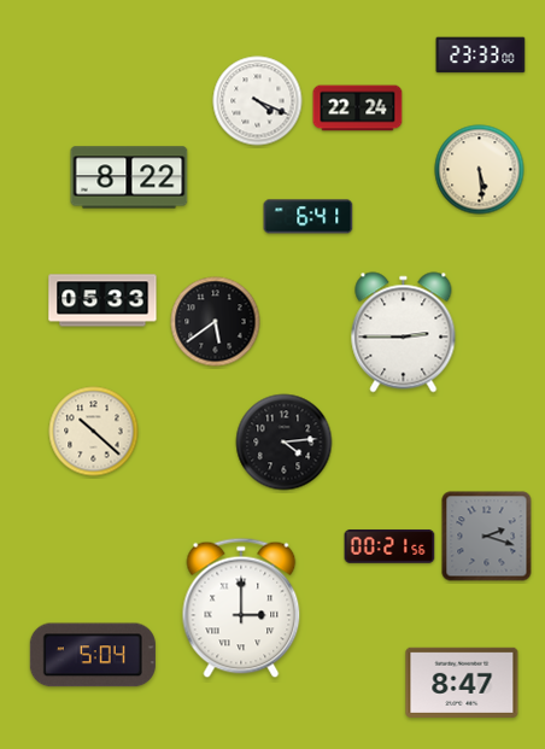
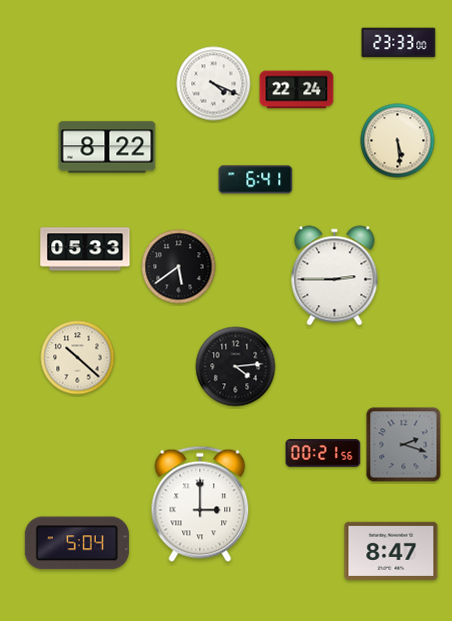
clock at (481, 55) position: (481, 55) -> (399, 43)
clock at (462, 683) position: (462, 683) -> (391, 551)
